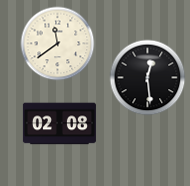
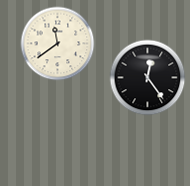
clock at (148, 78): 12:29 -> 12:24
clock at (59, 124): 02:08 -> none
